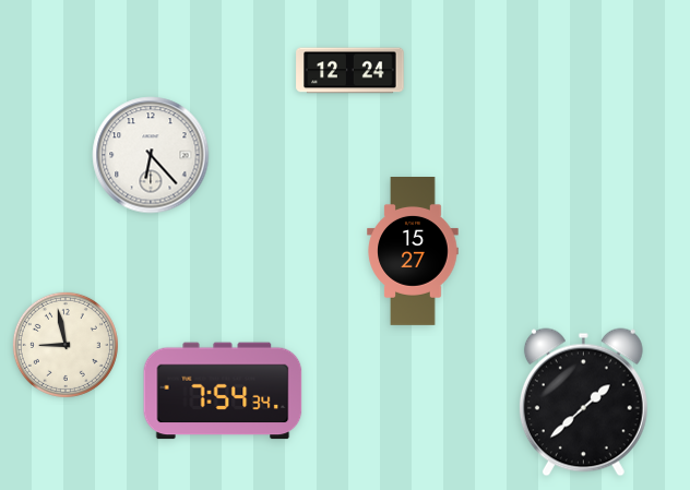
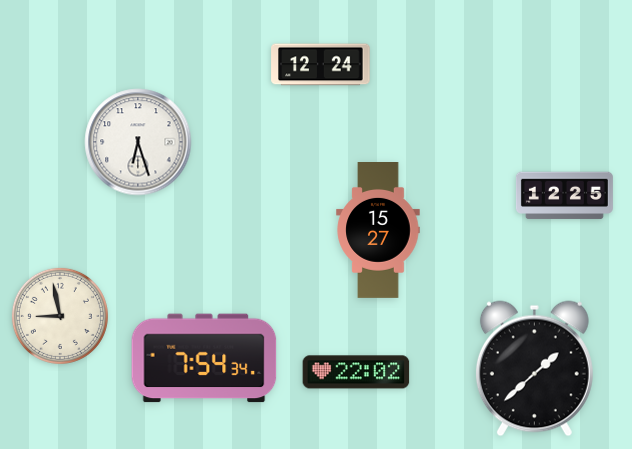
clock at (151, 155): 6:23 -> 6:27
clock at (564, 196): none -> 12:25
clock at (356, 372): none -> 22:02
